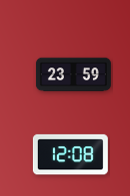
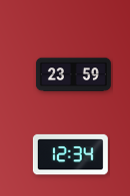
clock at (70, 155): 12:08 -> 12:34
